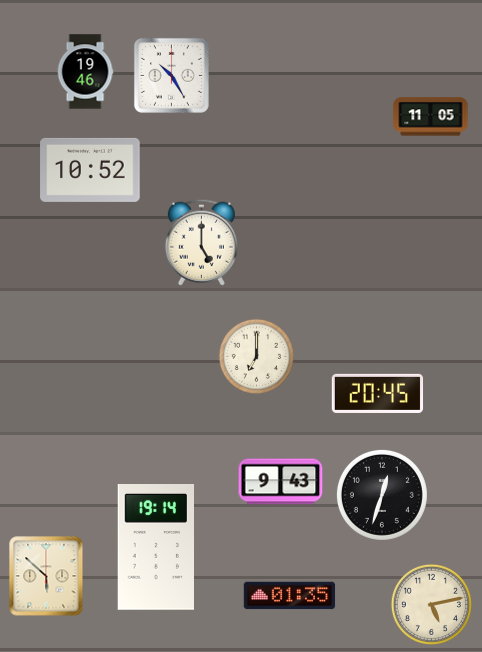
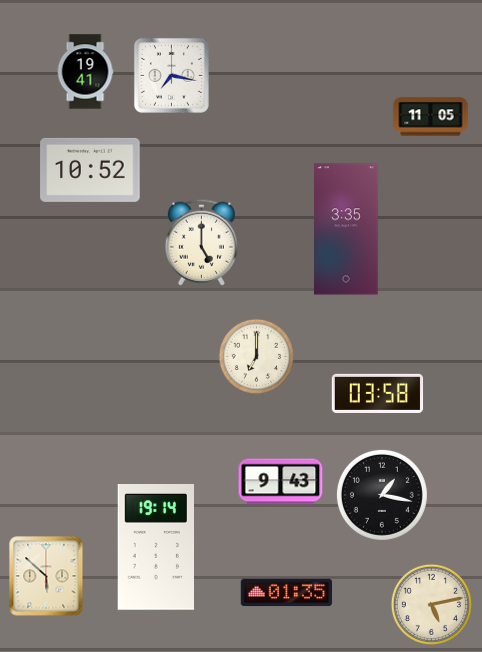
clock at (85, 72): 19:46 -> 19:41
clock at (171, 75): 10:25 -> 7:17
clock at (346, 229): none -> 3:35
clock at (378, 393): 20:45 -> 03:58
clock at (382, 495): 12:33 -> 1:17
clock at (290, 596) position: (290, 596) -> (287, 593)
